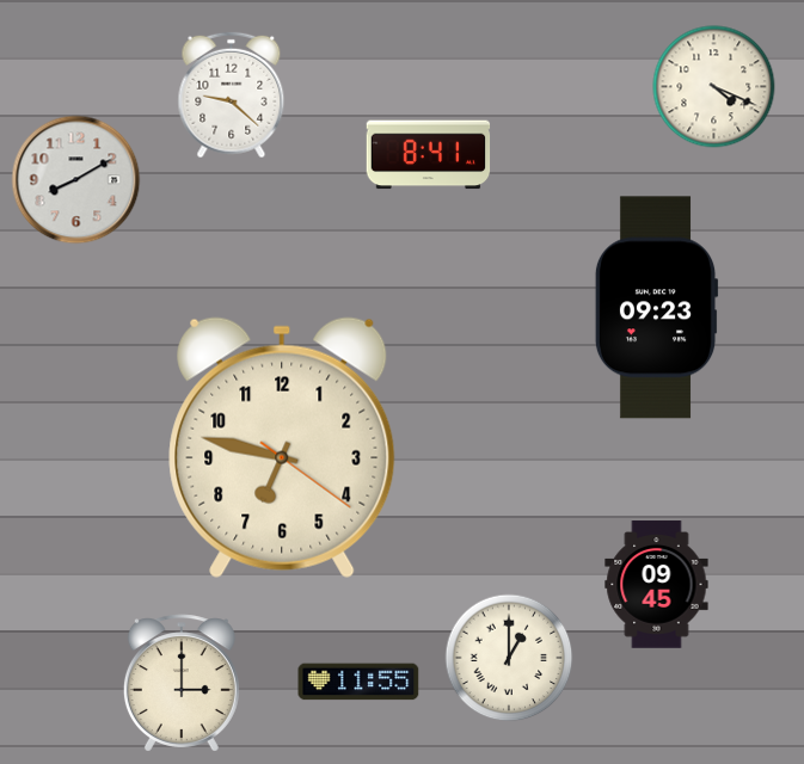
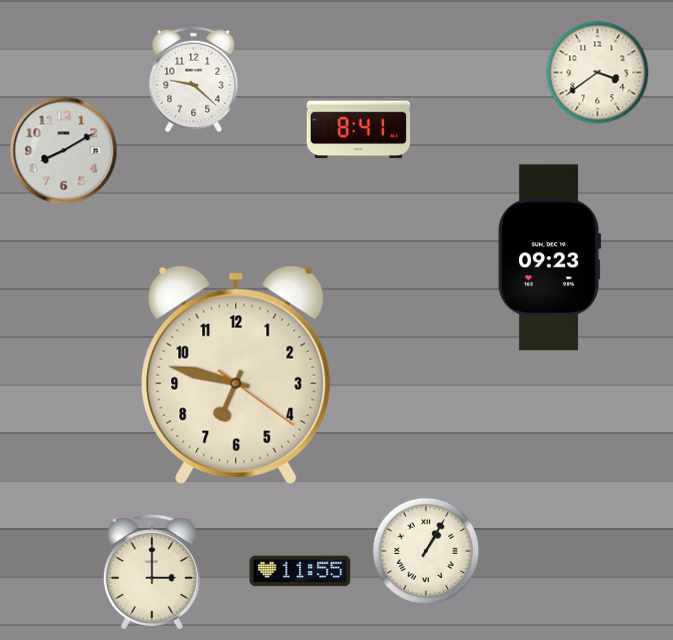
clock at (714, 87): 4:19 -> 3:39
clock at (657, 585): 09:45 -> none
clock at (509, 658): 1:00 -> 1:05
